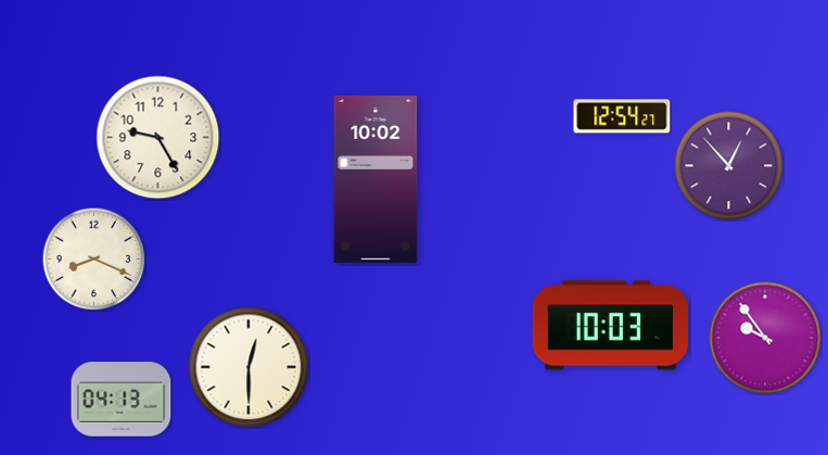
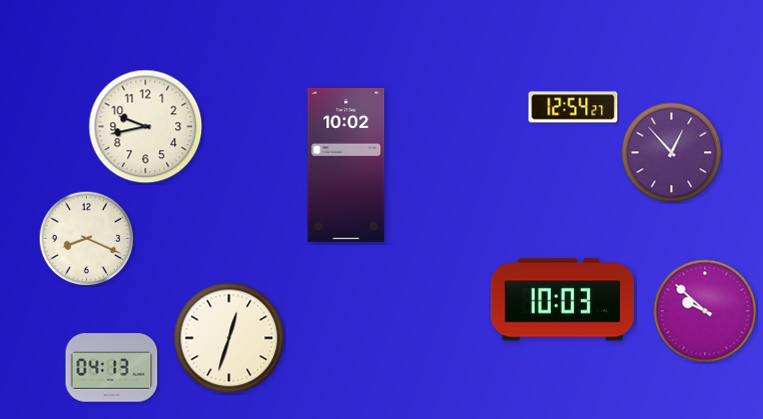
clock at (158, 138): 9:25 -> 9:43
clock at (765, 338): 9:54 -> 9:52
clock at (249, 367): 12:30 -> 12:33
